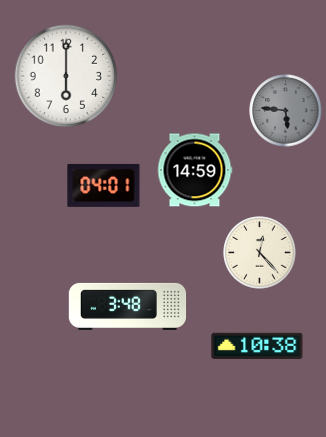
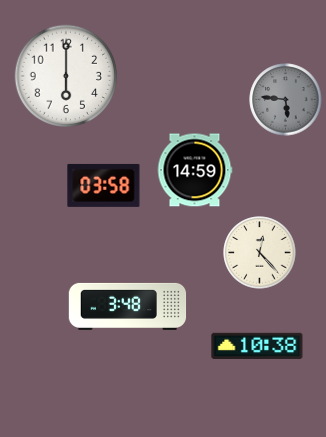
clock at (286, 111) position: (286, 111) -> (286, 100)
clock at (104, 185): 04:01 -> 03:58
